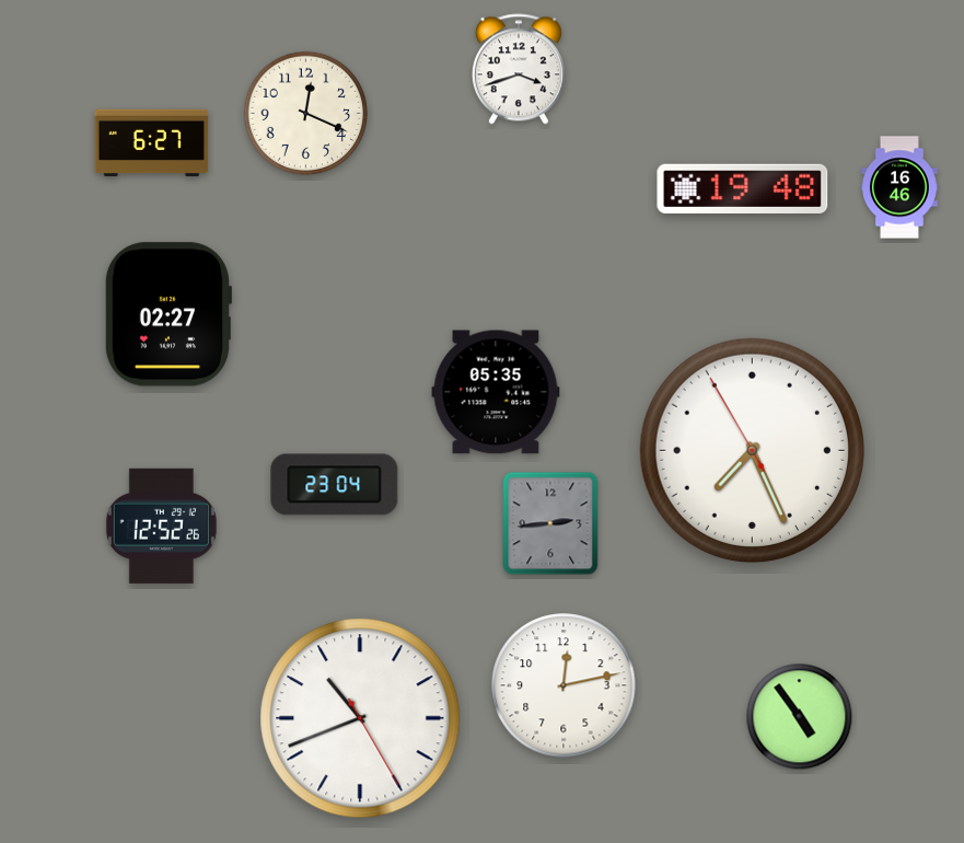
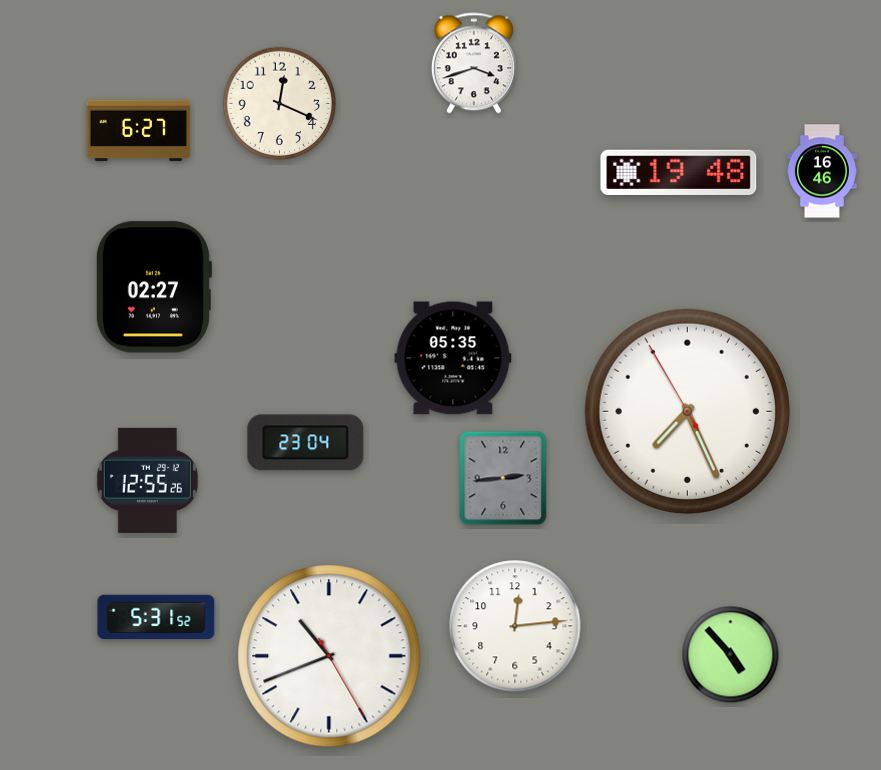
clock at (161, 526): 12:52 -> 12:55
clock at (156, 617): none -> 5:31
clock at (564, 685): 12:13 -> 12:14
clock at (800, 717): 4:54 -> 4:53
